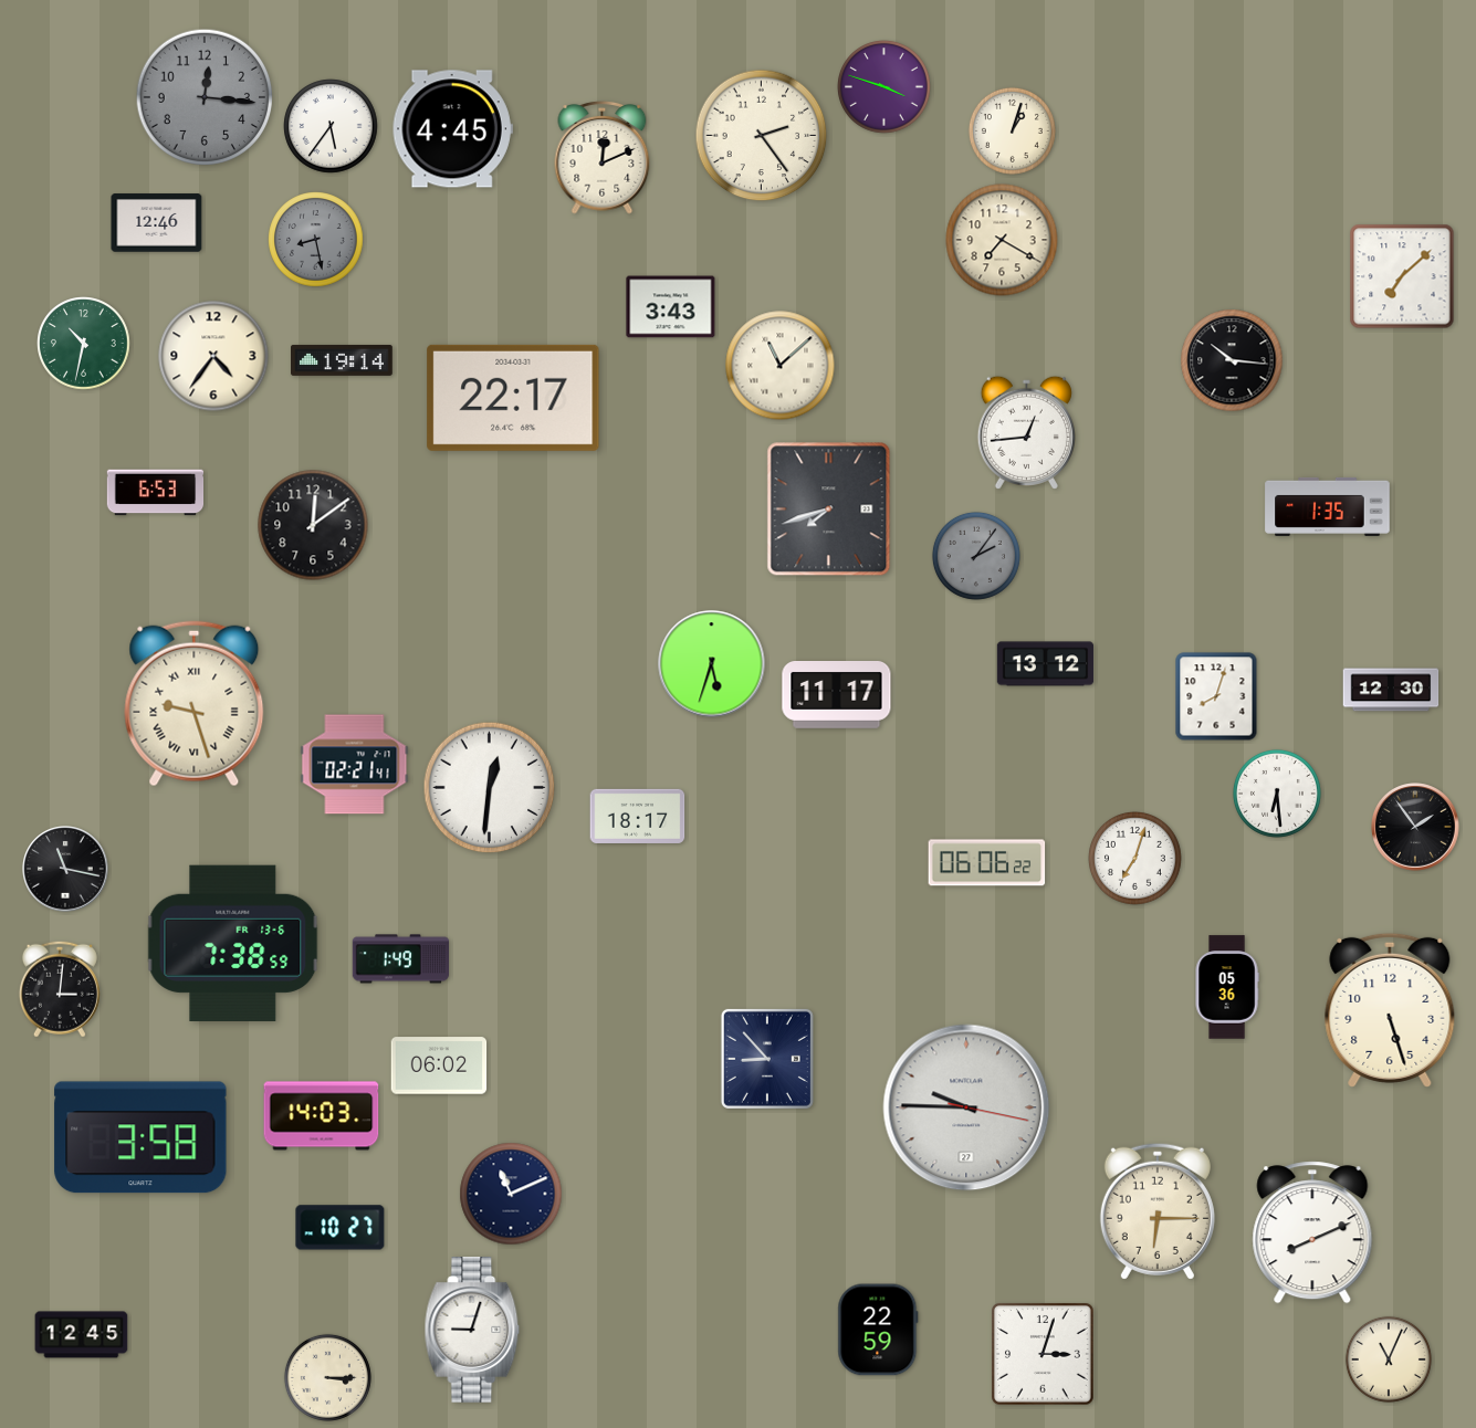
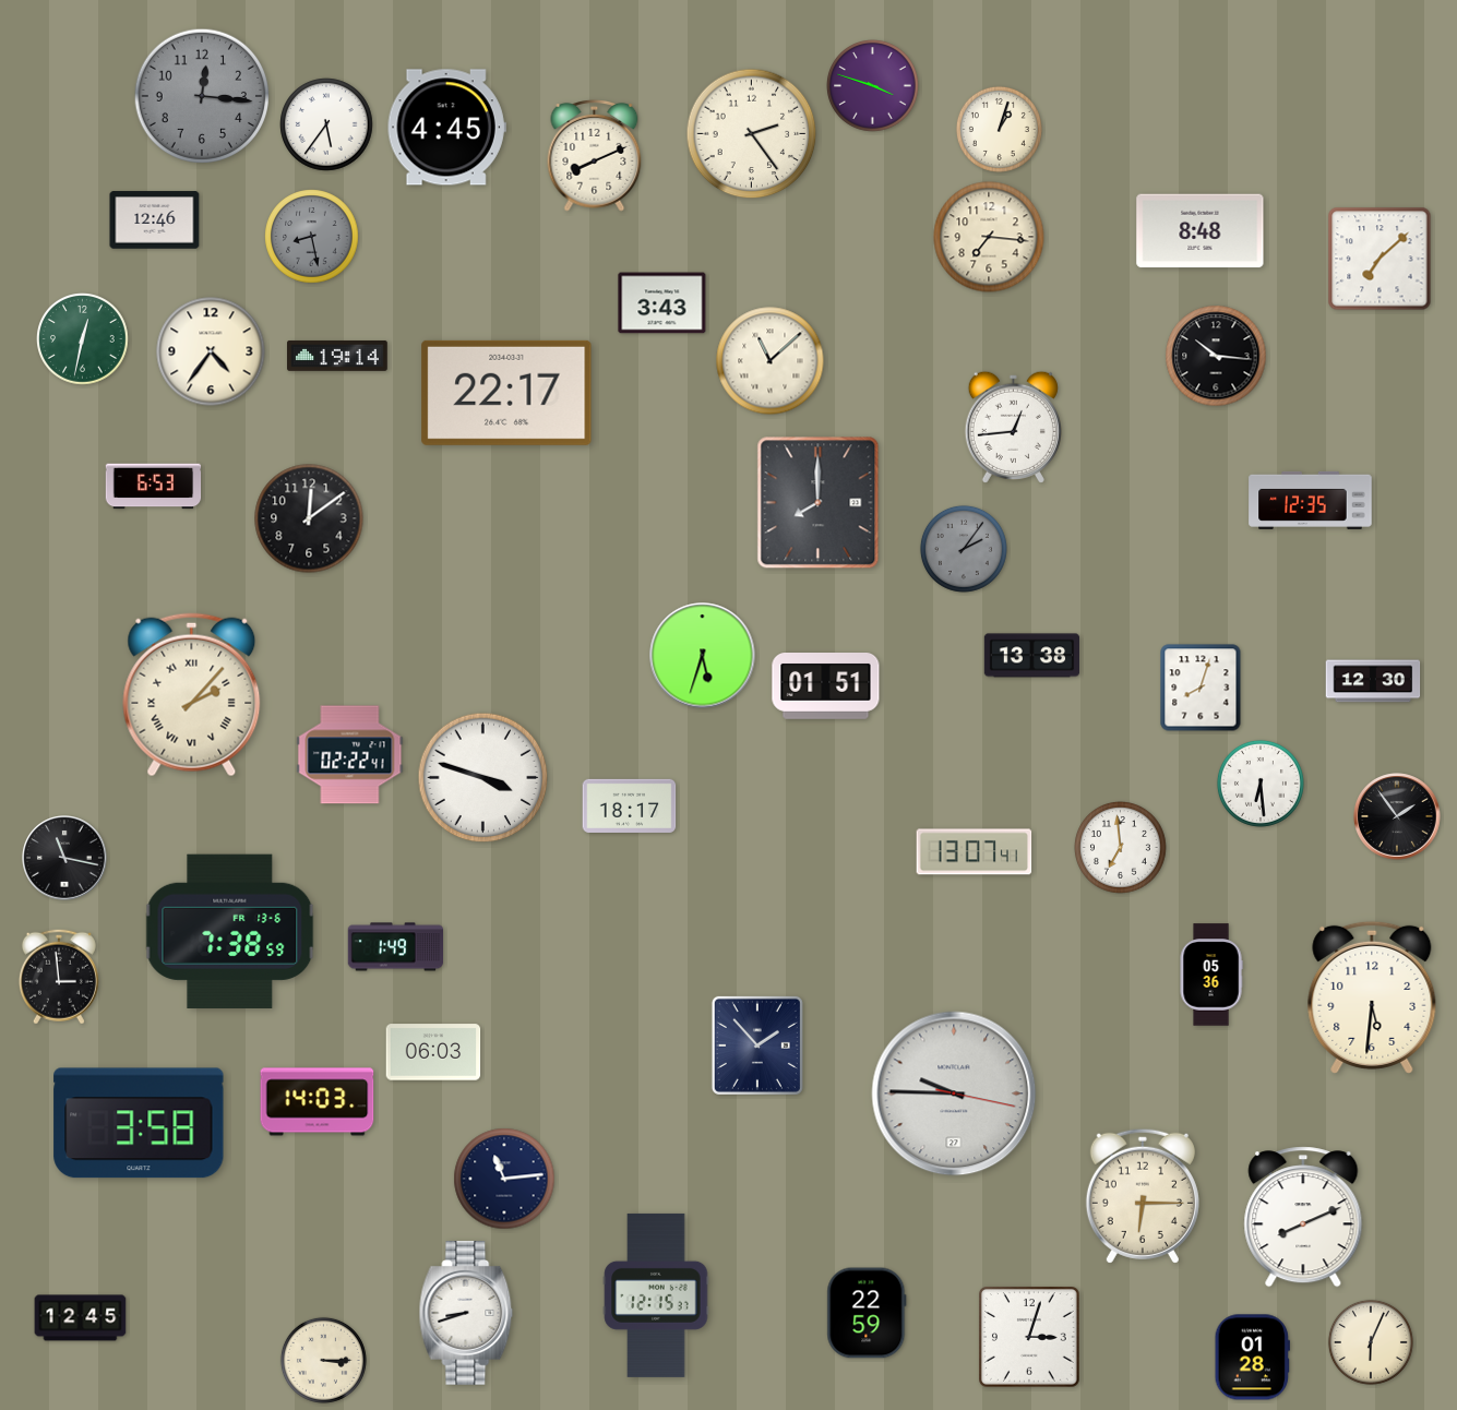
clock at (603, 158): 12:11 -> 8:11
clock at (1201, 231): none -> 8:48
clock at (1002, 240): 7:20 -> 7:16
clock at (1402, 276) position: (1402, 276) -> (1380, 259)
clock at (84, 344): 10:32 -> 12:32
clock at (1328, 506): 1:35 -> 12:35
clock at (829, 510): 7:42 -> 8:00
clock at (1046, 664): 13:12 -> 13:38
clock at (837, 695): 11:17 -> 01:51
clock at (195, 704): 9:27 -> 2:07
clock at (355, 765): 02:21 -> 02:22
clock at (490, 788): 12:31 -> 3:48
clock at (1135, 859): 7:03 -> 6:59
clock at (987, 863): 06:06 -> 13:07
clock at (60, 989): 3:01 -> 2:59
clock at (1390, 1010): 5:27 -> 5:31
clock at (767, 1059): 8:53 -> 1:53
clock at (439, 1065): 06:02 -> 06:03
clock at (511, 1194): 11:11 -> 11:14
clock at (341, 1228): 10:27 -> none
clock at (1312, 1232) position: (1312, 1232) -> (1303, 1217)
clock at (656, 1295): none -> 12:15
clock at (472, 1331): 9:03 -> 8:42
clock at (1389, 1359): 11:04 -> 6:04
clock at (1252, 1358): none -> 01:28
